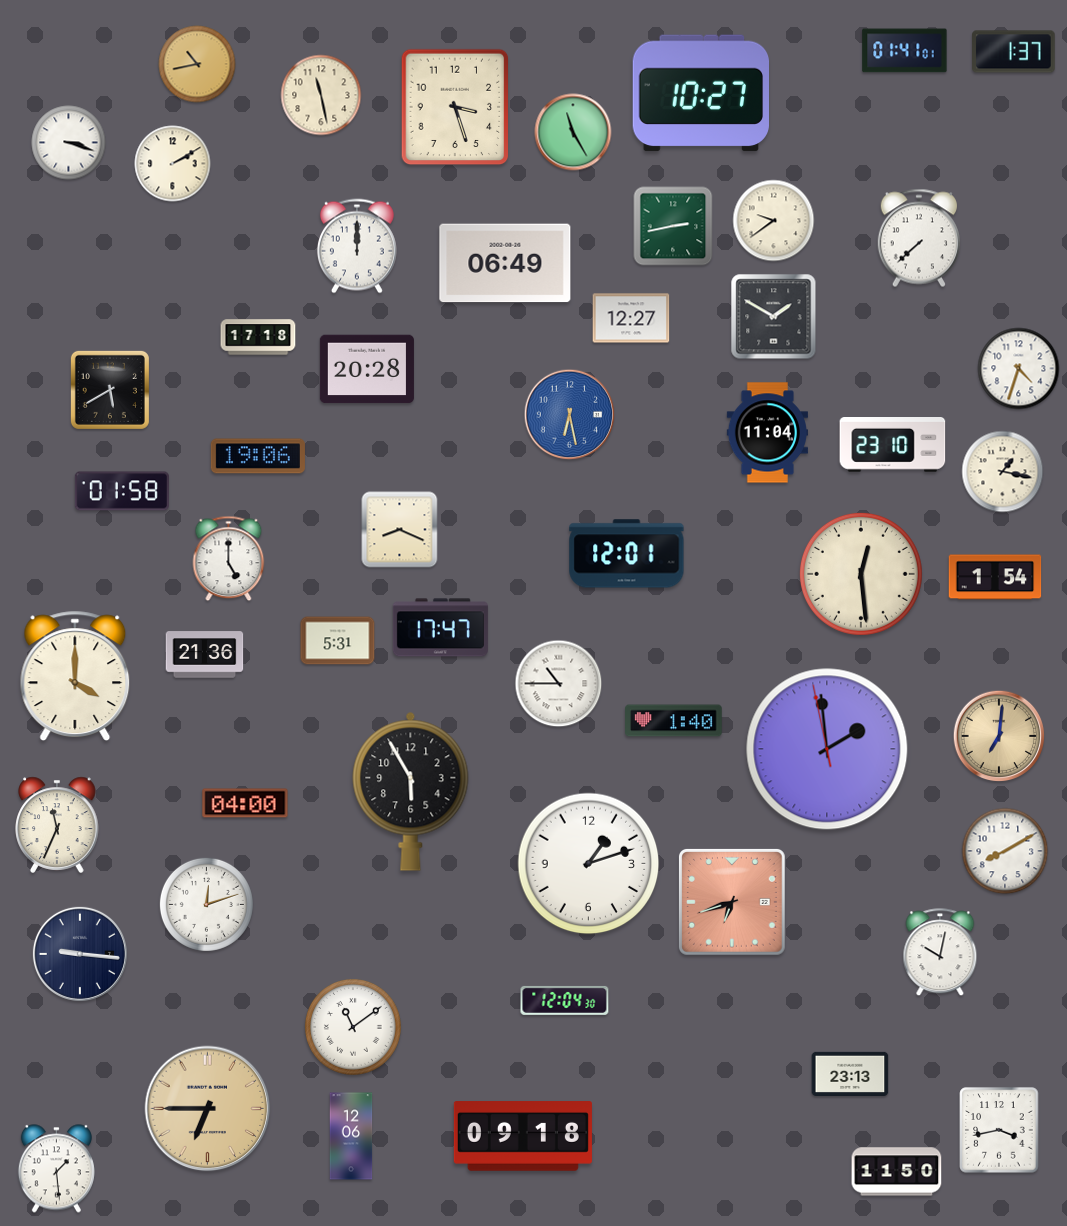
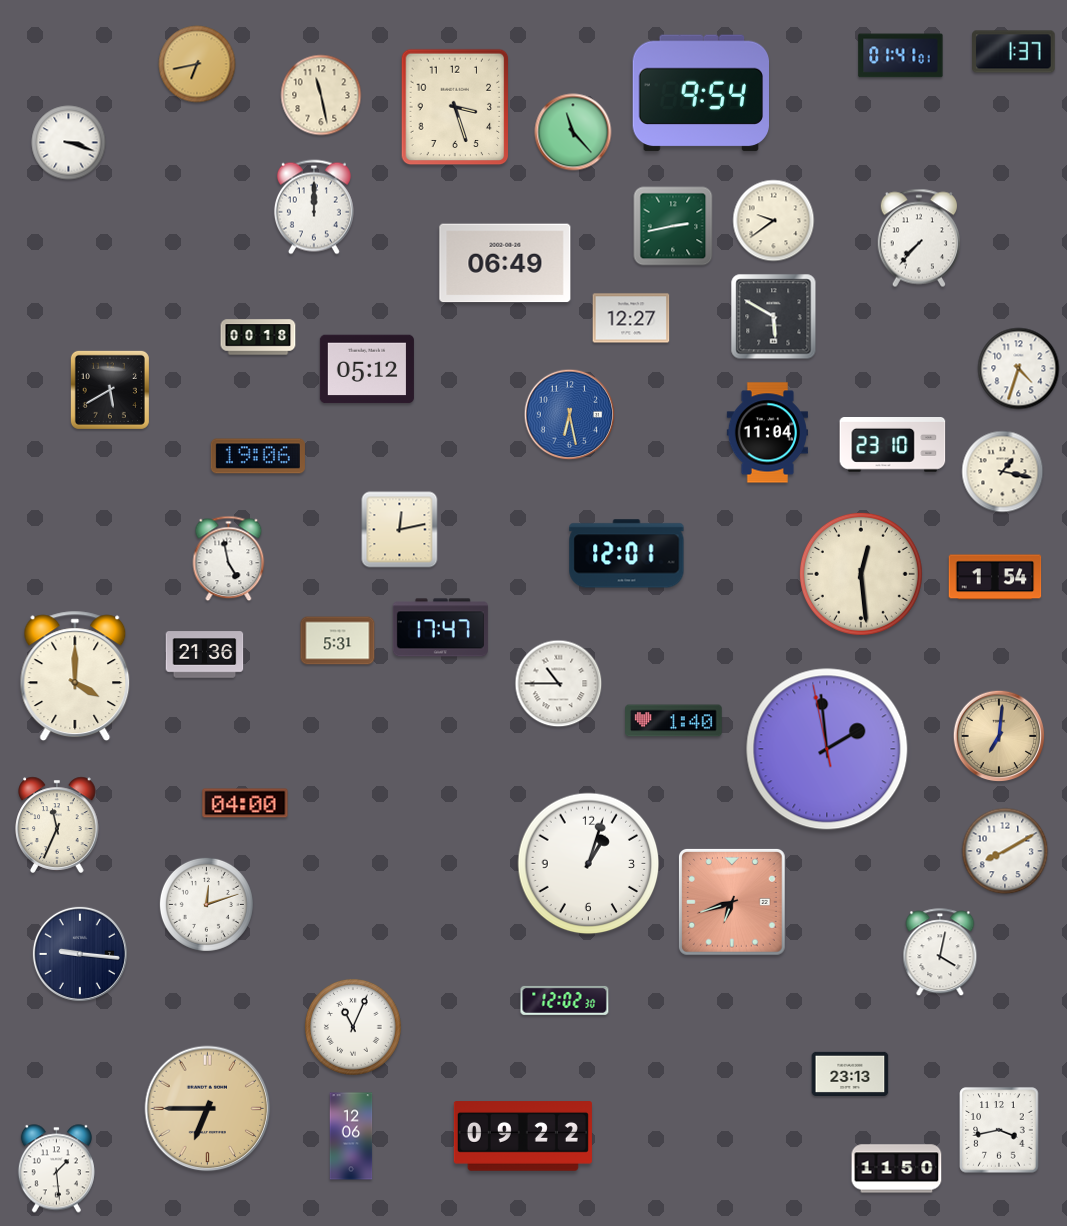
clock at (905, 51) position: (905, 51) -> (901, 56)
clock at (197, 64): 10:43 -> 6:43
clock at (700, 93): 10:27 -> 9:54
clock at (573, 132): 11:25 -> 11:23
clock at (173, 164): 2:10 -> none
clock at (918, 238): 7:38 -> 7:37
clock at (357, 246) position: (357, 246) -> (314, 207)
clock at (774, 317): 1:50 -> 5:50
clock at (258, 337): 17:18 -> 00:18
clock at (367, 369): 20:28 -> 05:12
clock at (122, 491): 01:58 -> none
clock at (400, 530): 8:19 -> 12:13
clock at (229, 559): 5:00 -> 4:58
clock at (411, 791): 5:55 -> none
clock at (589, 864): 1:12 -> 1:03
clock at (940, 953): 10:02 -> 4:02
clock at (565, 1000): 12:04 -> 12:02
clock at (353, 1027): 11:09 -> 11:04
clock at (523, 1136): 09:18 -> 09:22
clock at (897, 1172) position: (897, 1172) -> (897, 1169)
